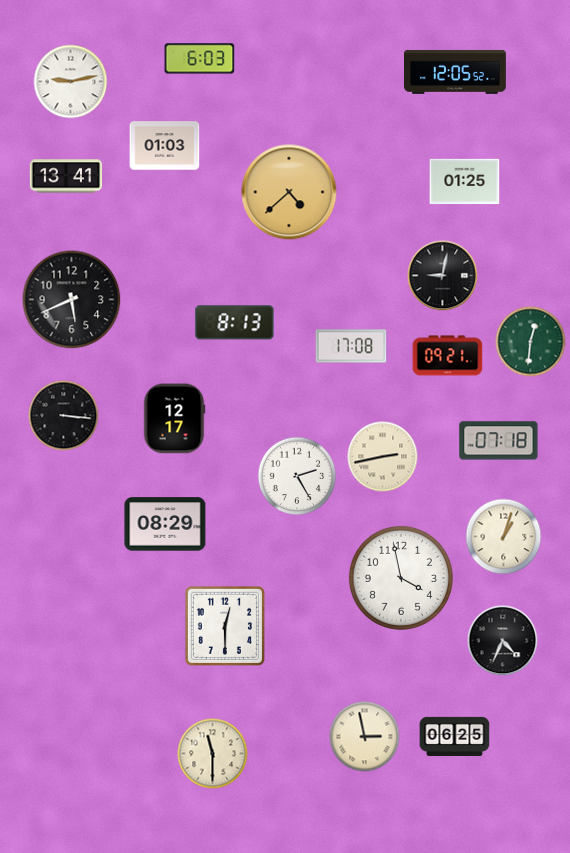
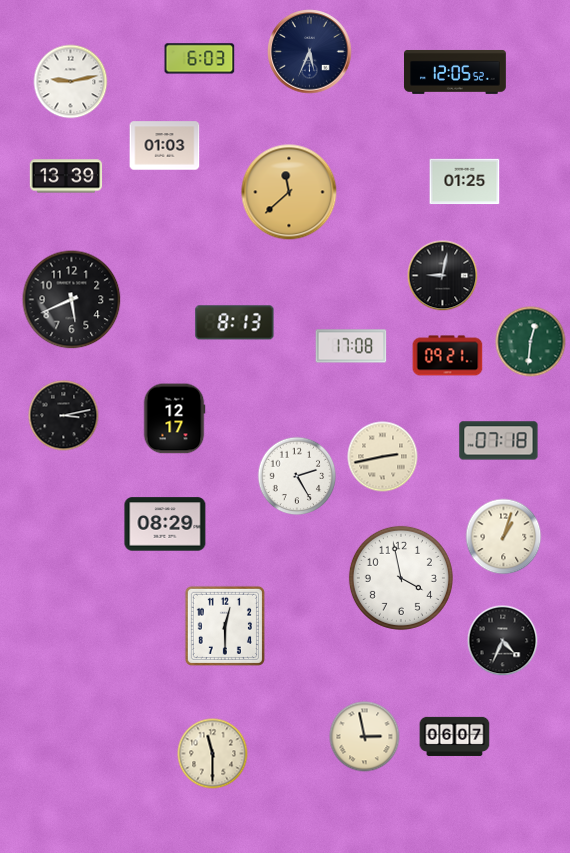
clock at (310, 52): none -> 5:34
clock at (66, 176): 13:41 -> 13:39
clock at (289, 192): 4:38 -> 11:38
clock at (64, 416): 3:16 -> 3:13
clock at (455, 736): 06:25 -> 06:07
